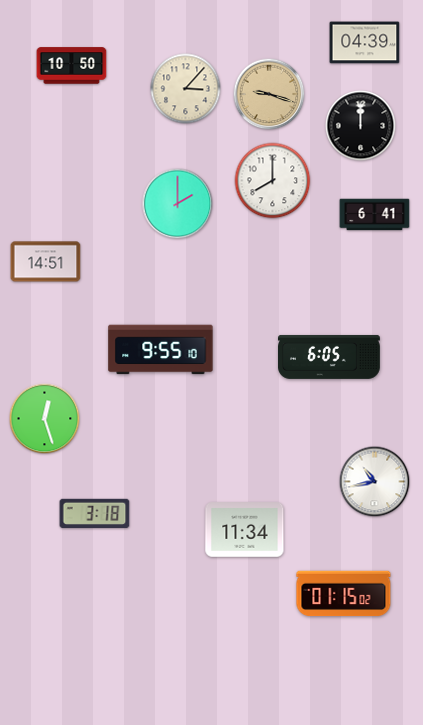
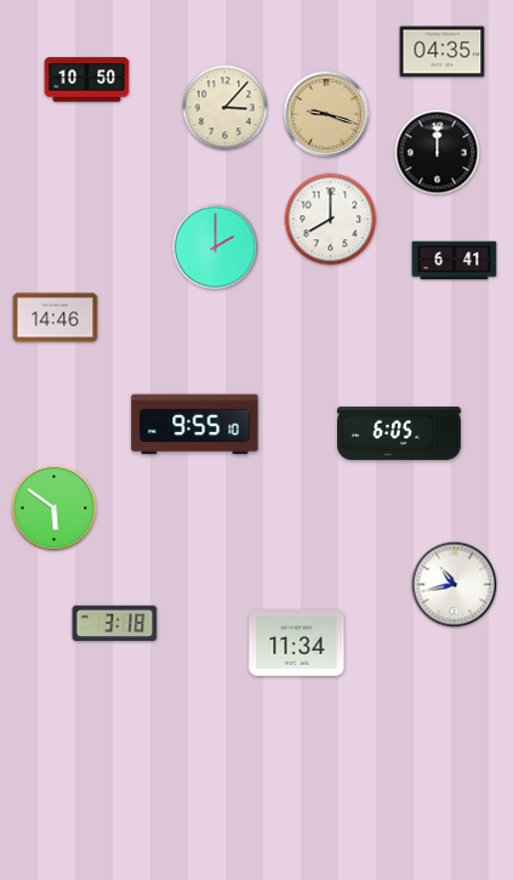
clock at (365, 43): 04:39 -> 04:35
clock at (46, 262): 14:51 -> 14:46
clock at (45, 419): 12:27 -> 5:51
clock at (344, 594): 01:15 -> none
